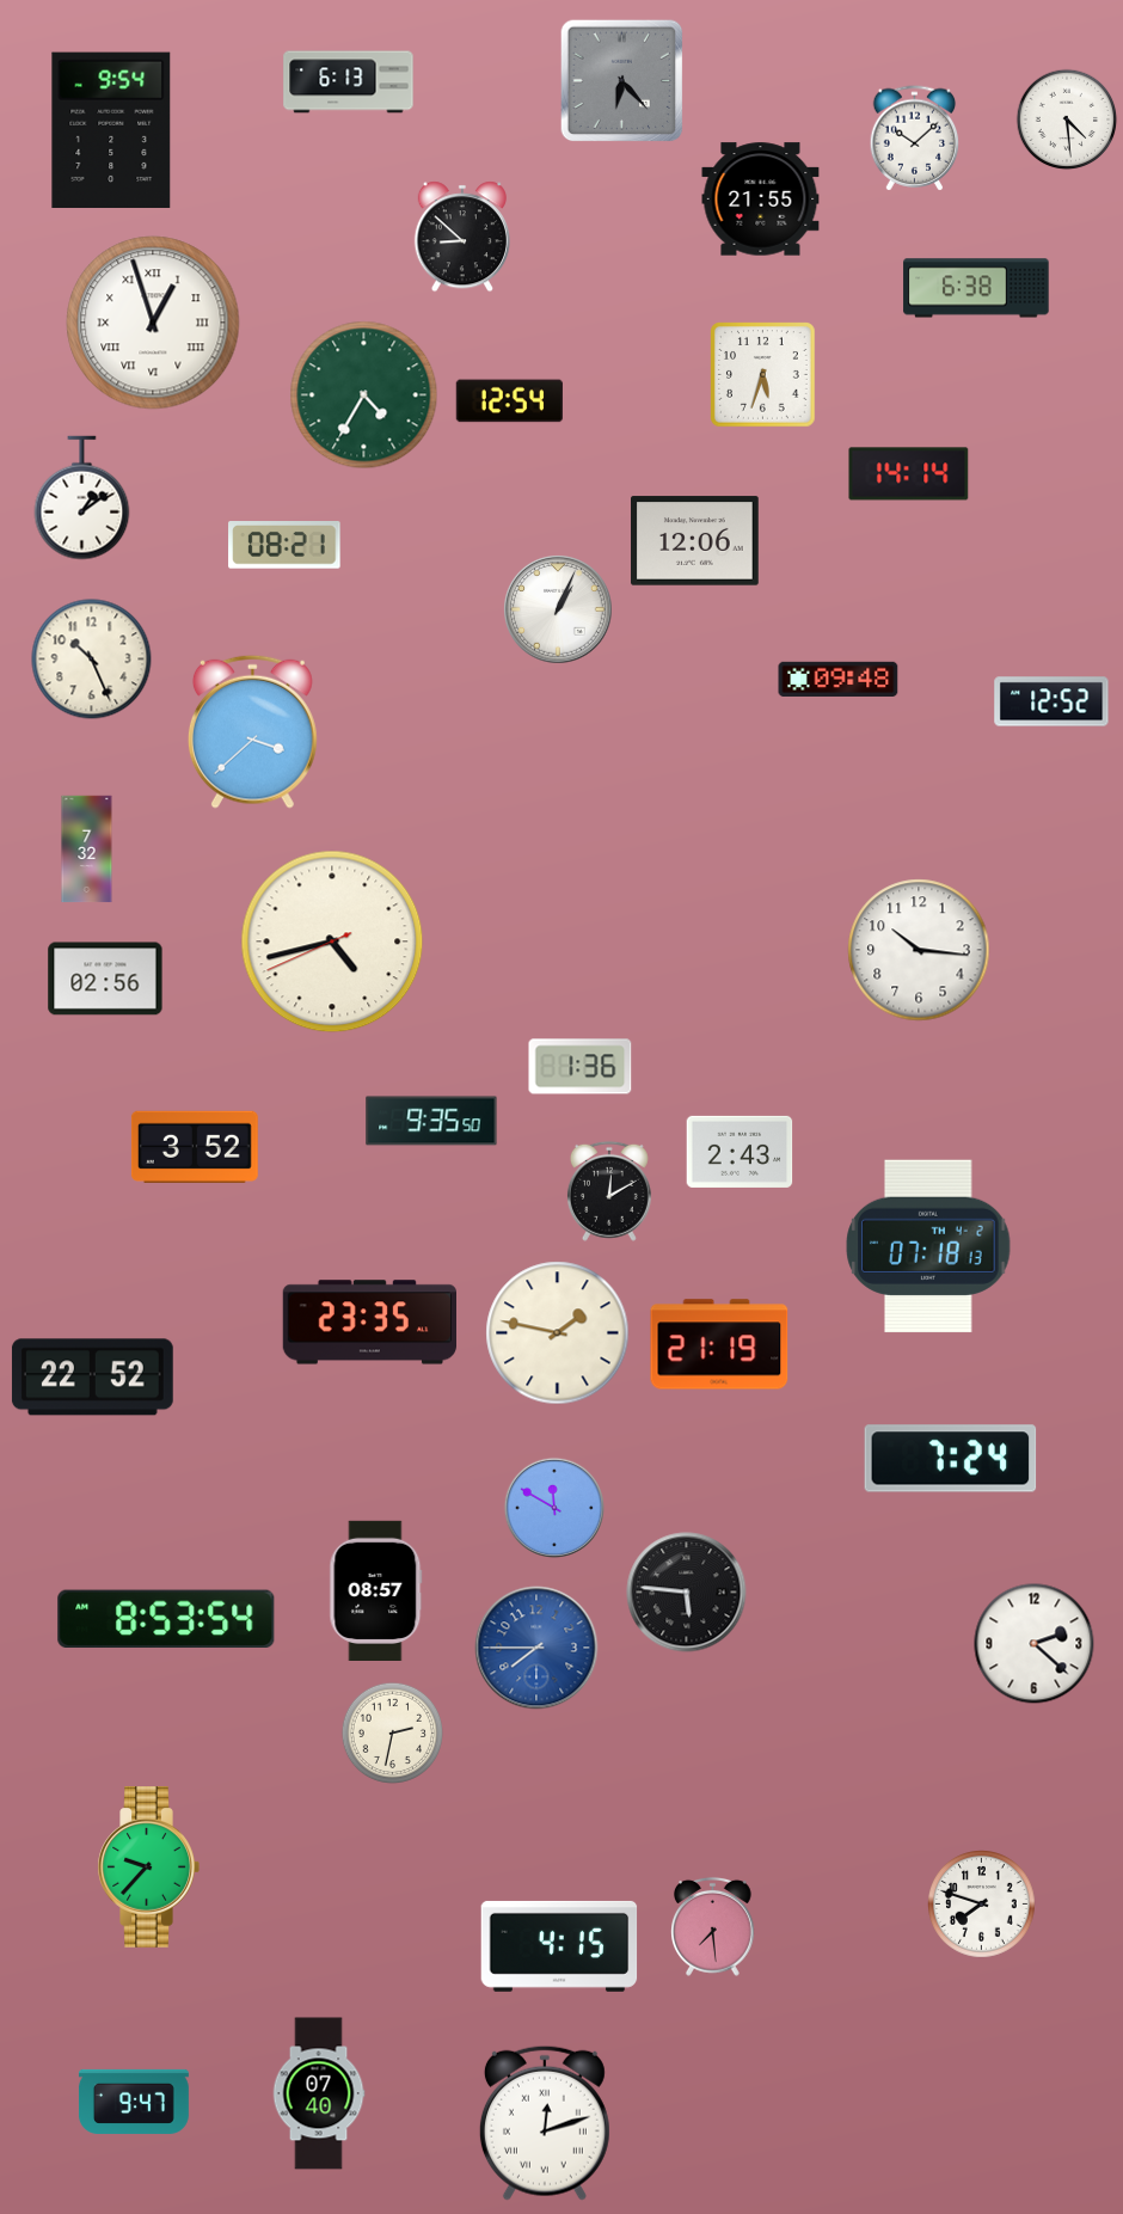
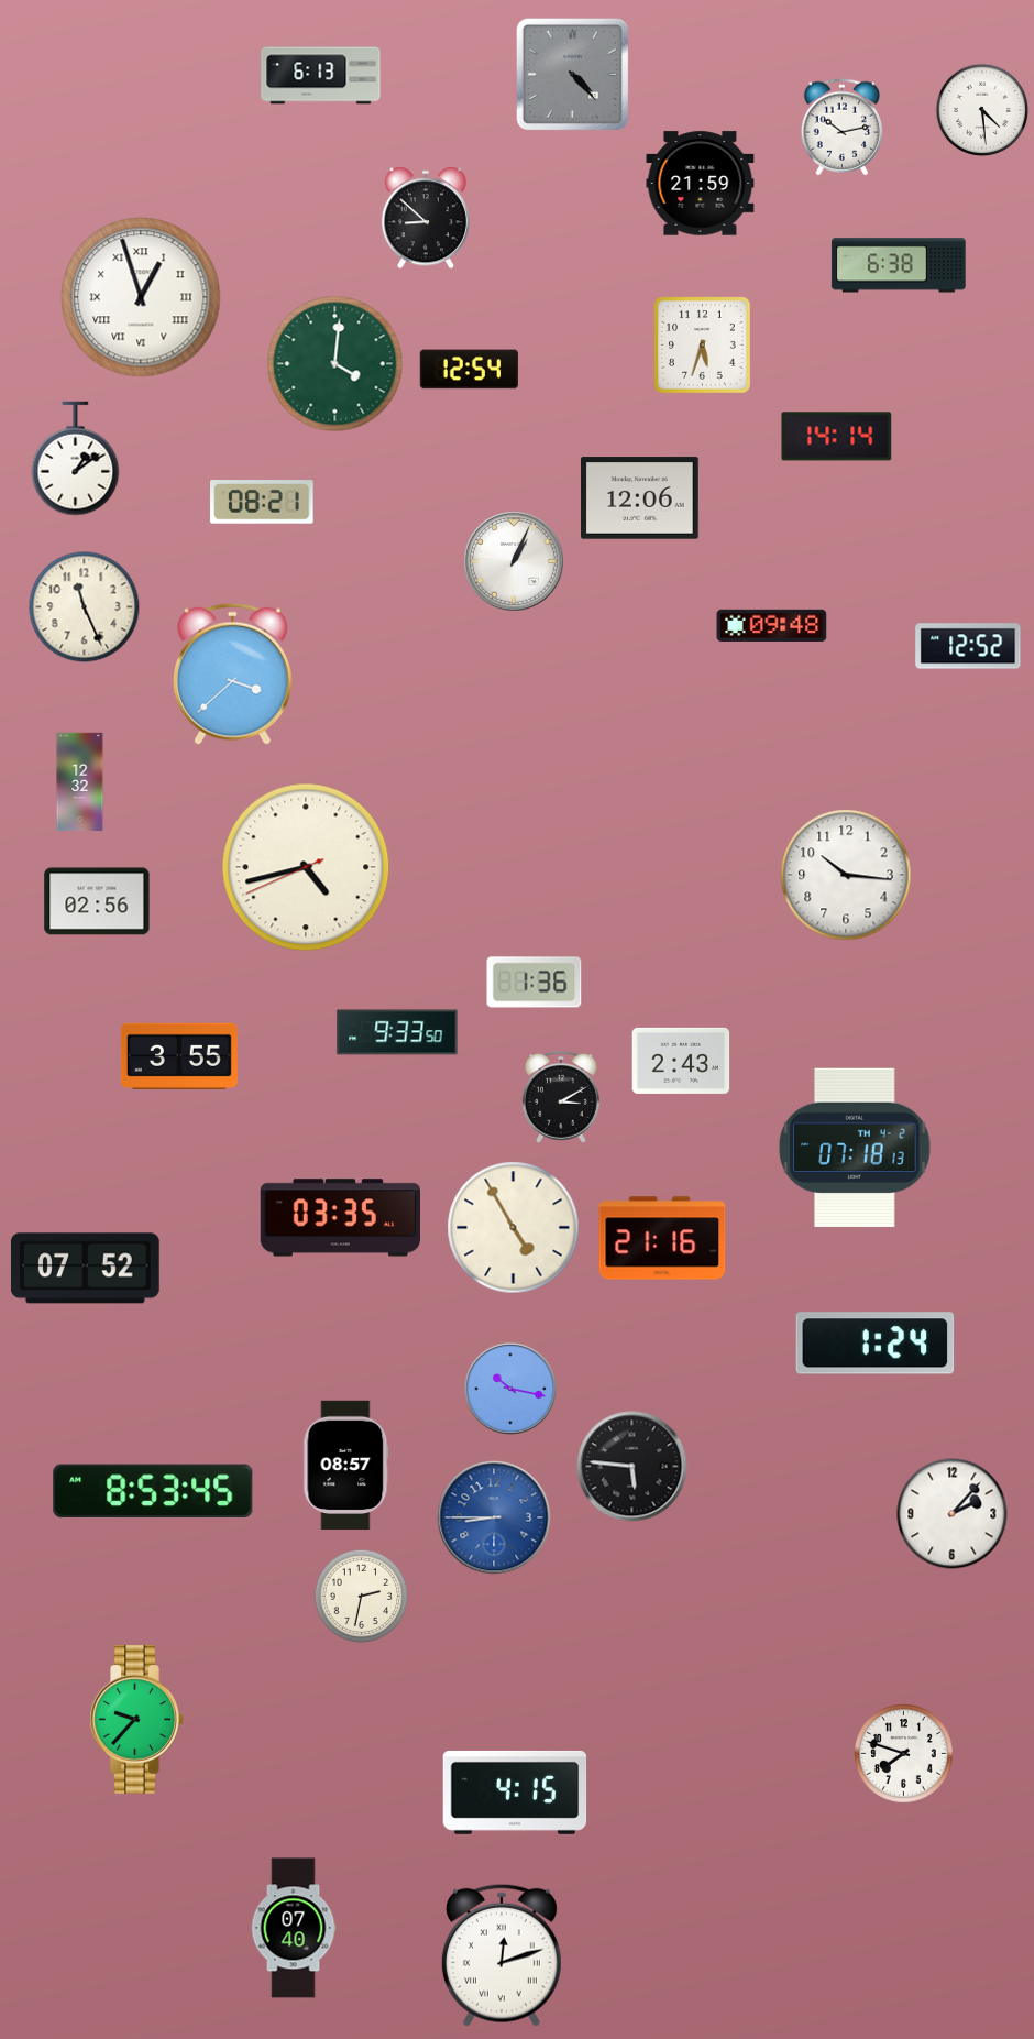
clock at (622, 81): 6:23 -> 4:23
clock at (111, 129): 9:54 -> none
clock at (915, 139): 10:08 -> 10:13
clock at (761, 200): 21:55 -> 21:59
clock at (364, 395): 4:35 -> 4:01
clock at (92, 660): 10:26 -> 11:26
clock at (87, 850): 7:32 -> 12:32
clock at (431, 1121): 9:35 -> 9:33
clock at (195, 1147): 3:52 -> 3:55
clock at (609, 1191): 12:10 -> 3:10
clock at (369, 1323): 23:35 -> 03:35
clock at (558, 1333): 1:47 -> 4:55
clock at (719, 1344): 21:19 -> 21:16
clock at (92, 1378): 22:52 -> 07:52
clock at (951, 1459): 7:24 -> 1:24
clock at (554, 1508): 11:50 -> 10:17
clock at (166, 1618): 8:53:54 -> 8:53:45
clock at (1035, 1644): 2:22 -> 2:07
clock at (536, 1648): 7:45 -> 8:45
clock at (713, 1926): 7:29 -> none
clock at (134, 2102): 9:47 -> none
